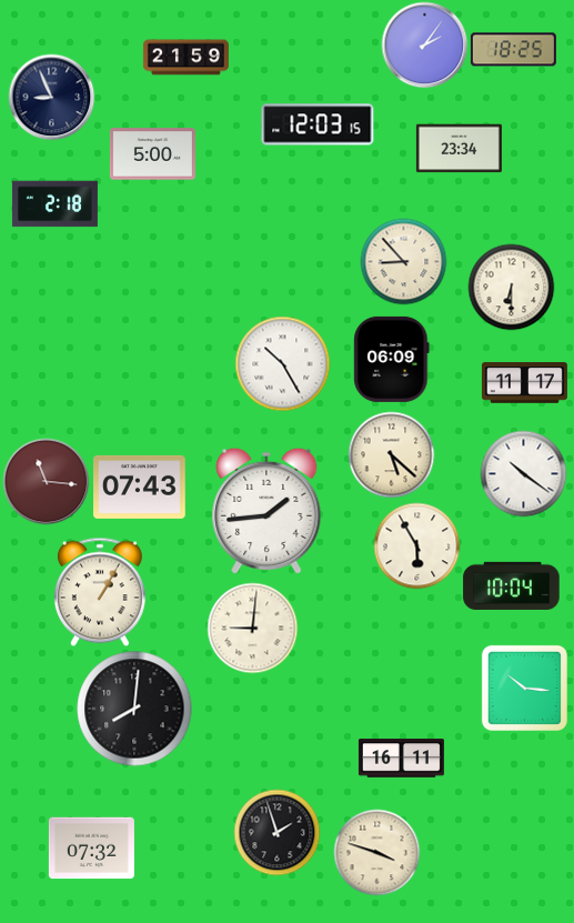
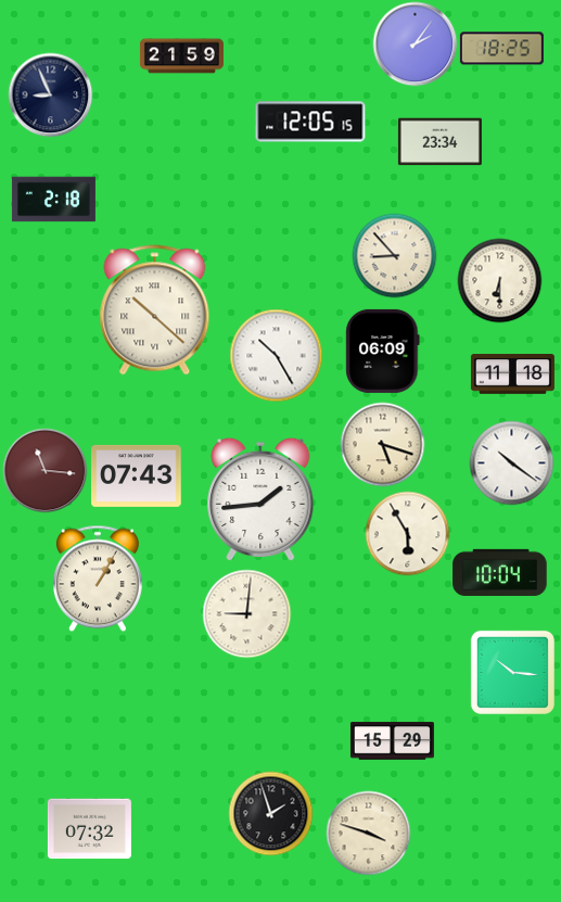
clock at (318, 124): 12:03 -> 12:05
clock at (459, 149) position: (459, 149) -> (439, 142)
clock at (152, 154): 5:00 -> none
clock at (155, 310): none -> 10:22
clock at (524, 383): 11:17 -> 11:18
clock at (391, 454): 5:22 -> 5:18
clock at (134, 709): 8:01 -> none
clock at (401, 759): 16:11 -> 15:29
